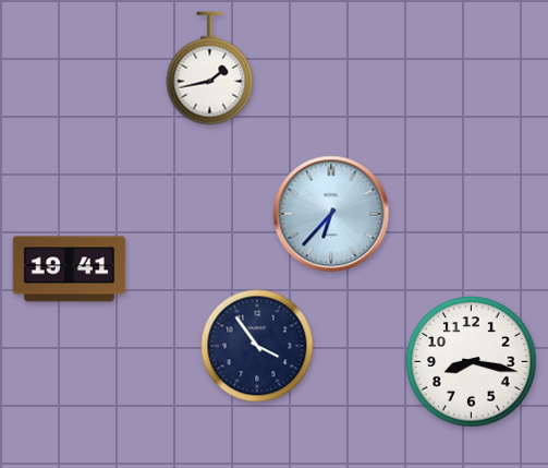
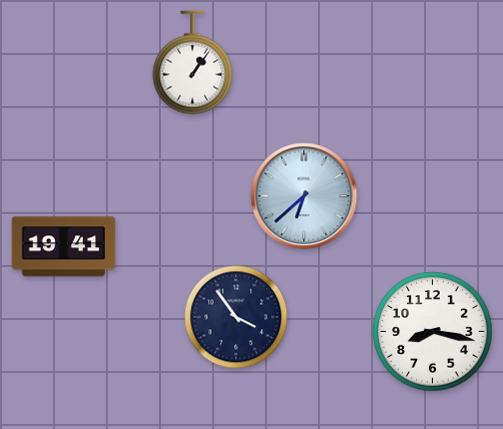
clock at (210, 69): 1:43 -> 1:06
clock at (331, 214): 6:37 -> 6:38
